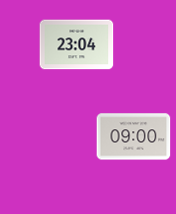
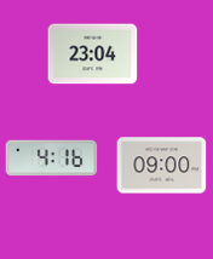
clock at (52, 159): none -> 4:16
